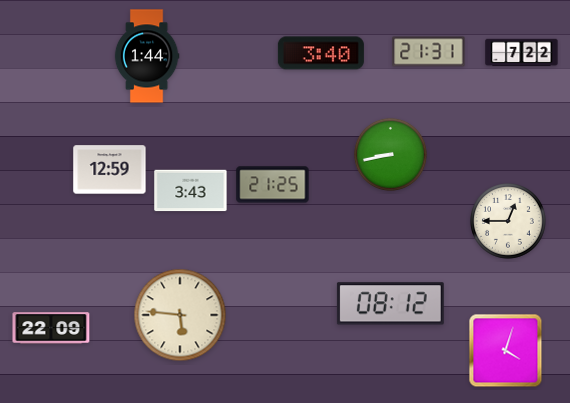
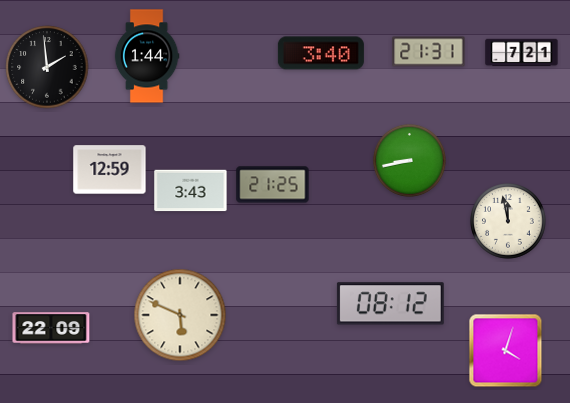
clock at (522, 53): 7:22 -> 7:21
clock at (47, 67): none -> 1:59
clock at (390, 154) position: (390, 154) -> (409, 160)
clock at (509, 222): 12:45 -> 11:58
clock at (180, 315): 5:46 -> 5:49
